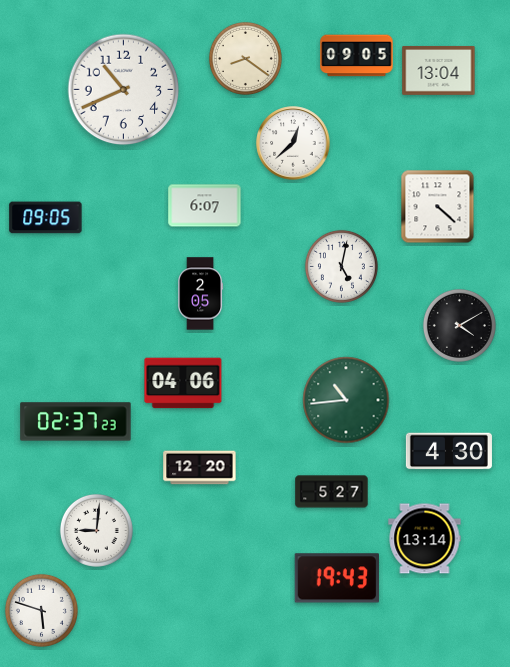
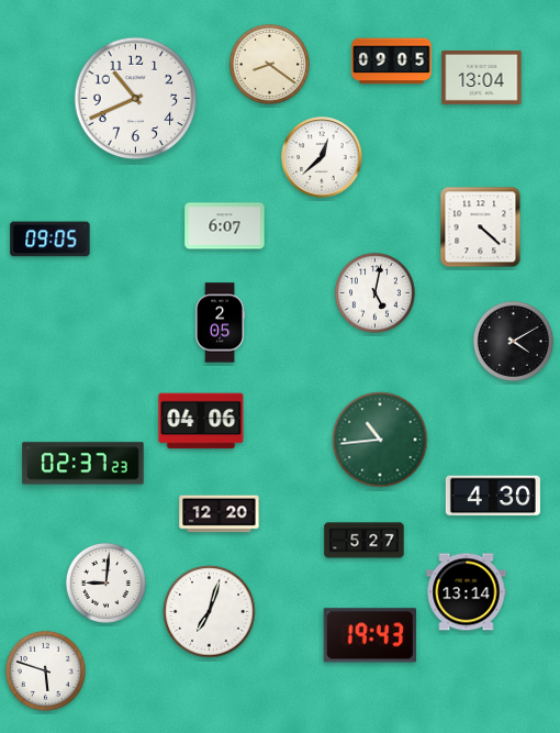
clock at (459, 325) position: (459, 325) -> (513, 341)
clock at (210, 612): none -> 7:03
